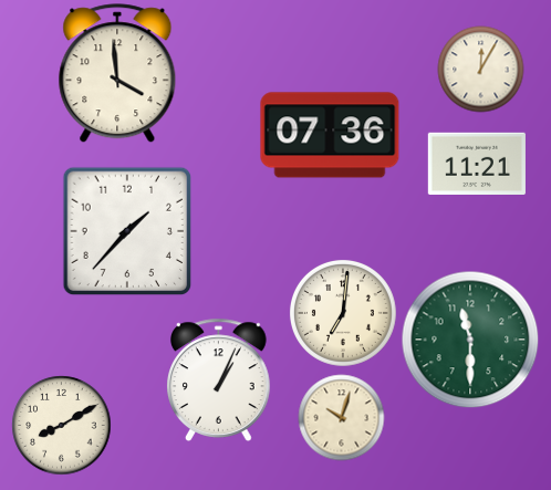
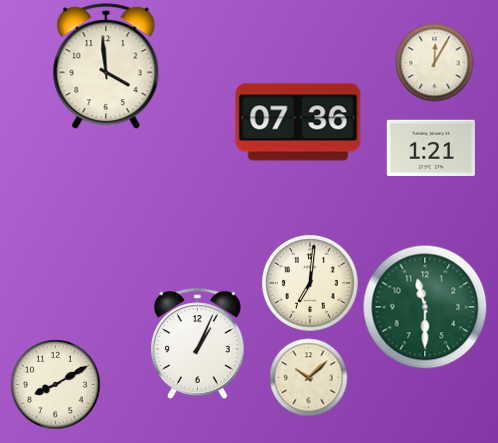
clock at (477, 163): 11:21 -> 1:21
clock at (127, 231): 1:37 -> none
clock at (341, 417): 10:03 -> 10:08
